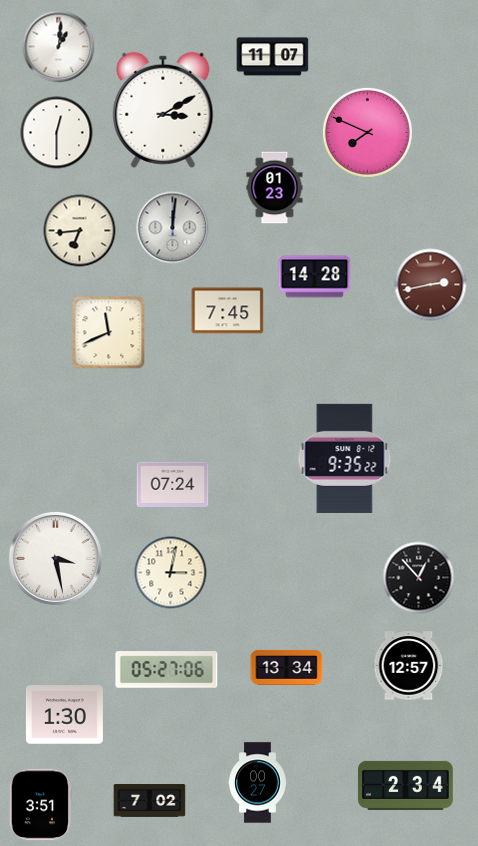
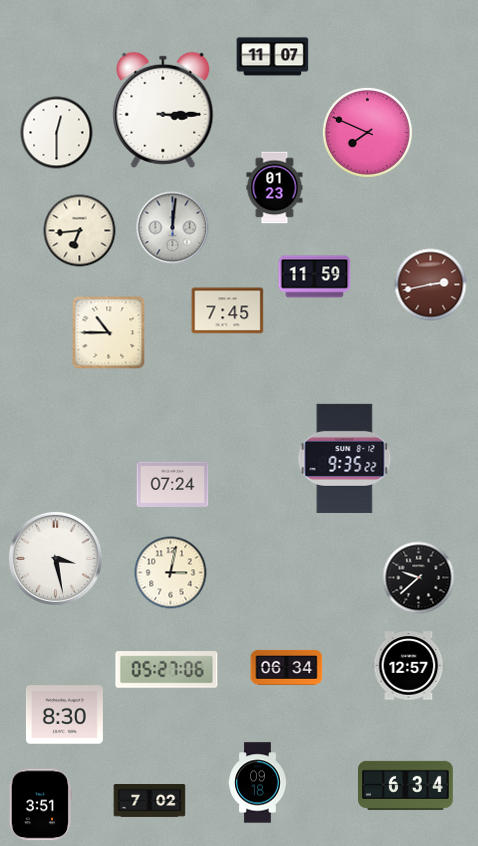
clock at (59, 47): 1:01 -> none
clock at (163, 110): 3:10 -> 3:15
clock at (315, 277): 14:28 -> 11:59
clock at (109, 333): 11:41 -> 10:45
clock at (419, 578): 12:53 -> 9:38
clock at (287, 667): 13:34 -> 06:34
clock at (64, 715): 1:30 -> 8:30
clock at (258, 783): 00:27 -> 09:18
clock at (406, 785): 2:34 -> 6:34
